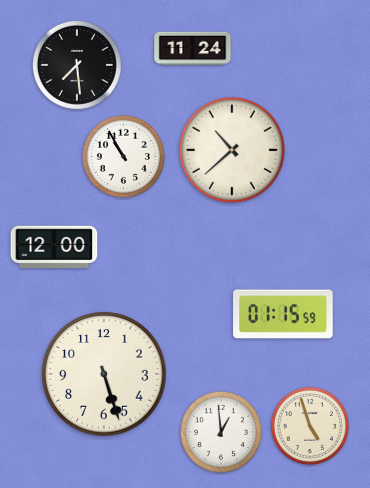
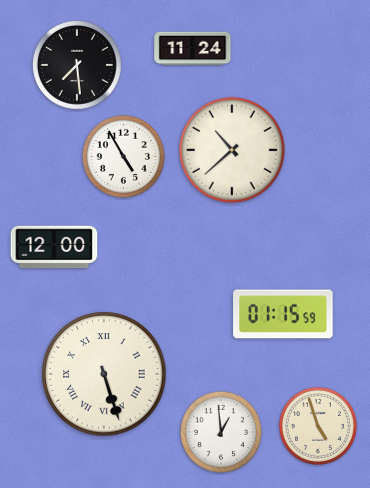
clock at (123, 156): 10:55 -> 4:55
clock at (104, 374) numerals: Arabic -> Roman
clock at (310, 426) position: (310, 426) -> (318, 426)
